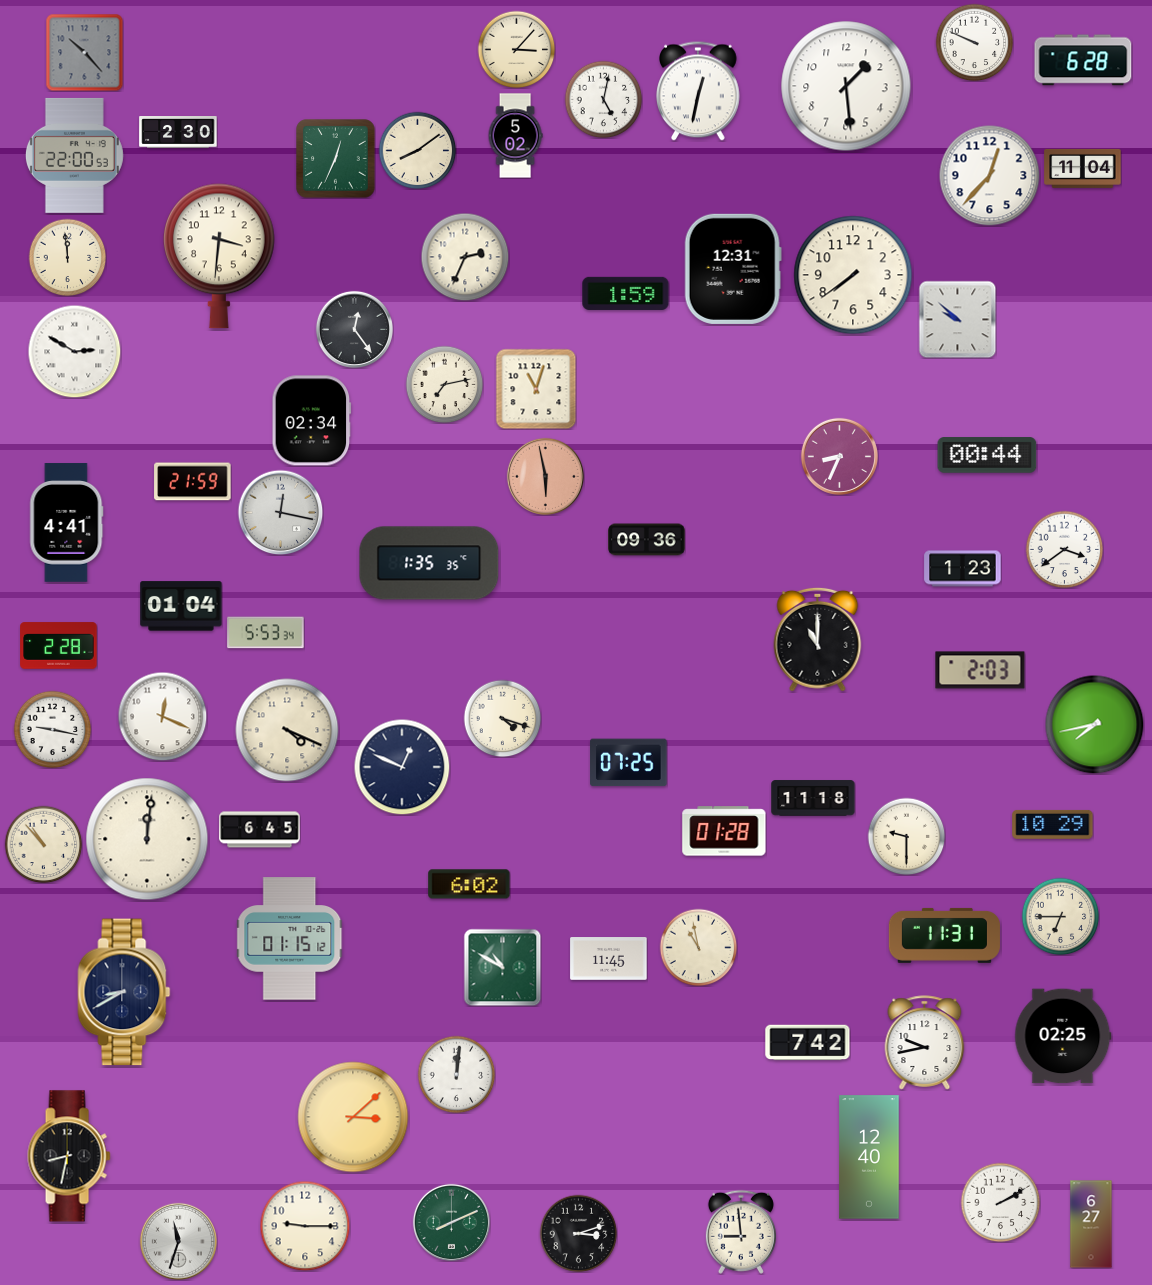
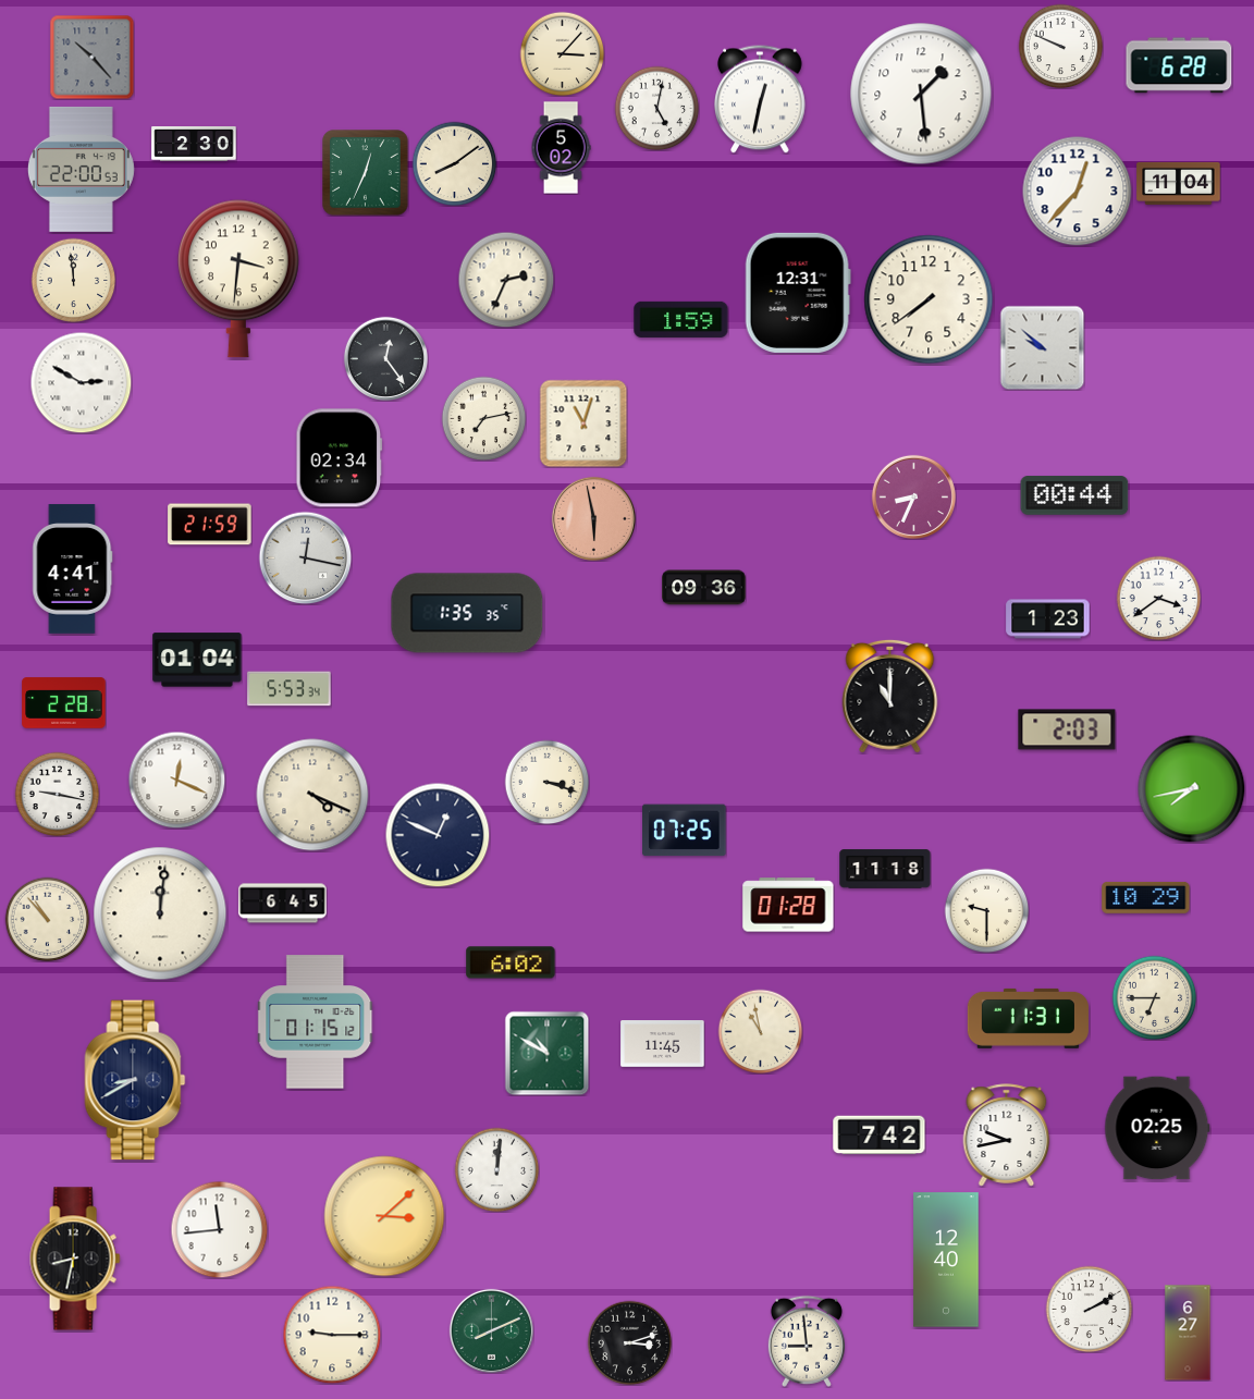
clock at (502, 718): 4:18 -> 3:18
clock at (219, 1229): none -> 11:44
clock at (178, 1241): 11:33 -> none
